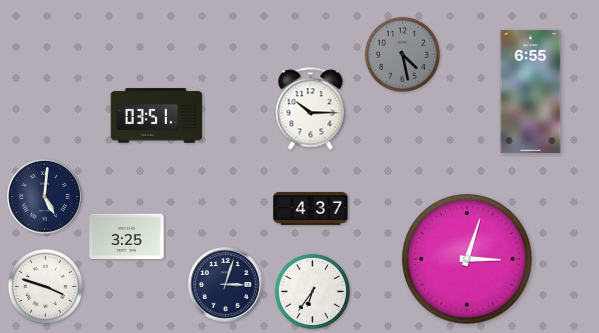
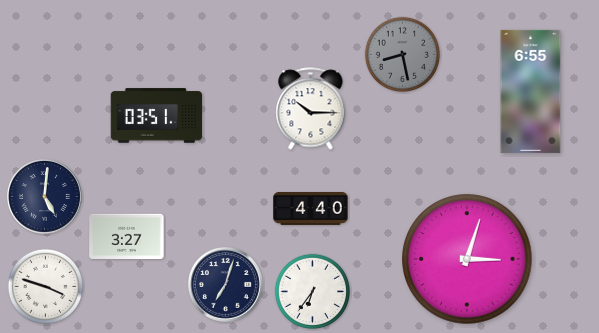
clock at (402, 54): 4:28 -> 8:28
clock at (311, 208): 4:37 -> 4:40
clock at (127, 237): 3:25 -> 3:27
clock at (226, 285): 3:03 -> 7:03
